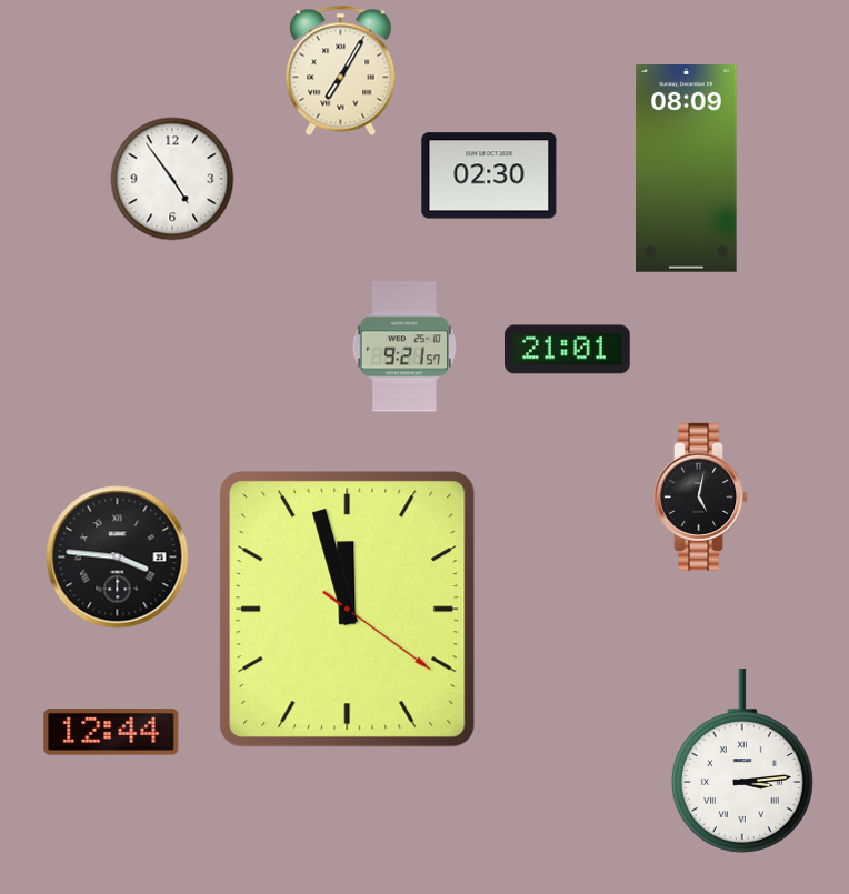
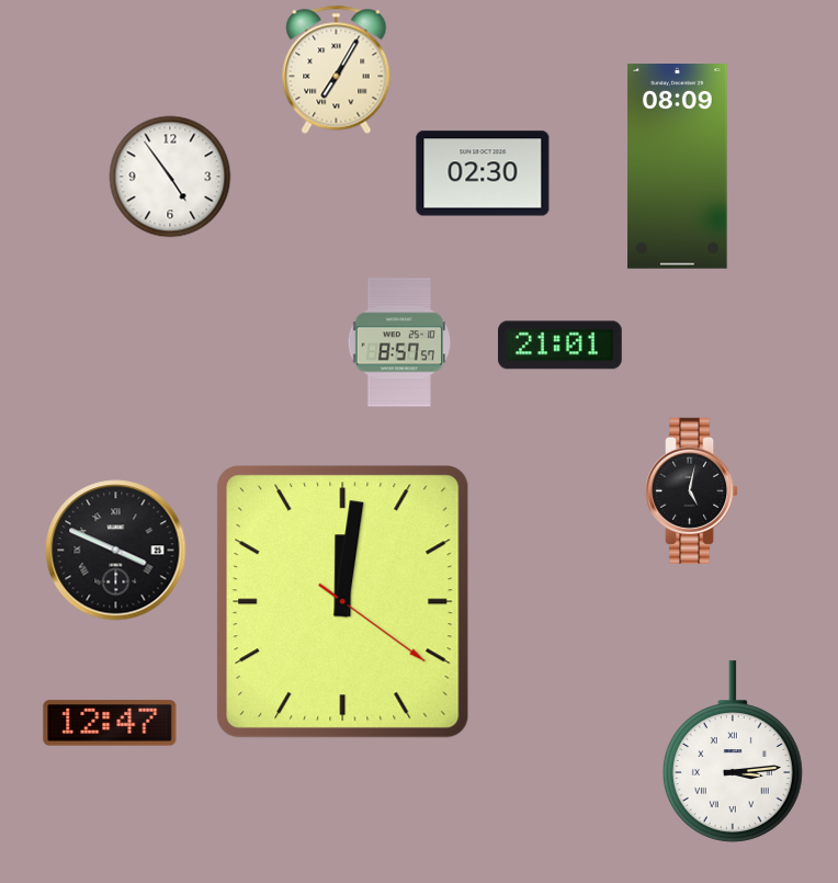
clock at (403, 346): 9:21 -> 8:57
clock at (118, 558): 3:46 -> 3:49
clock at (348, 610): 11:57 -> 12:01
clock at (111, 732): 12:44 -> 12:47
